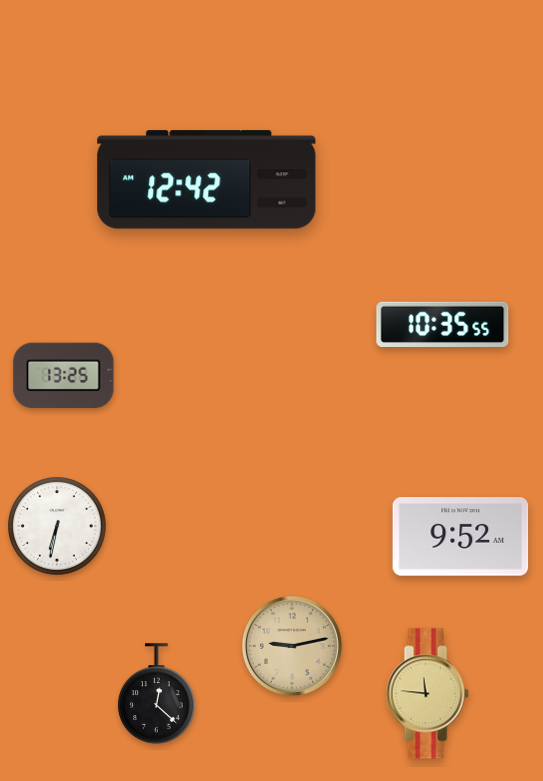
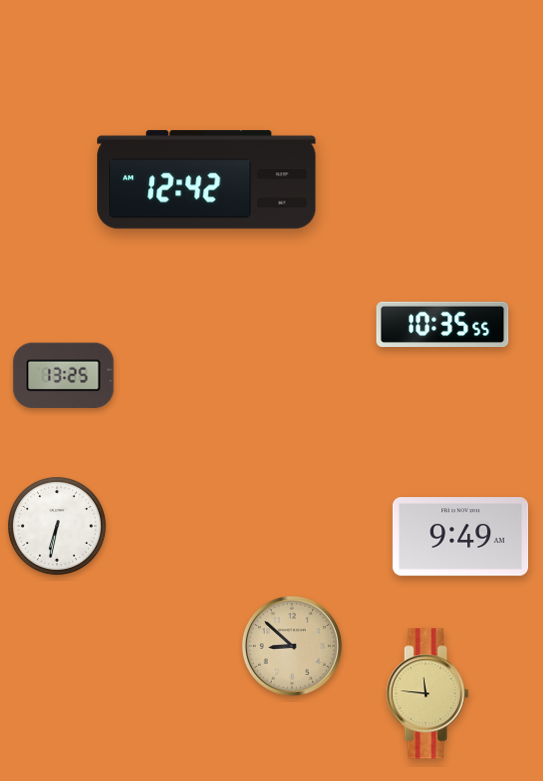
clock at (461, 537): 9:52 -> 9:49
clock at (292, 646): 9:13 -> 8:52
clock at (157, 694): 12:22 -> none
